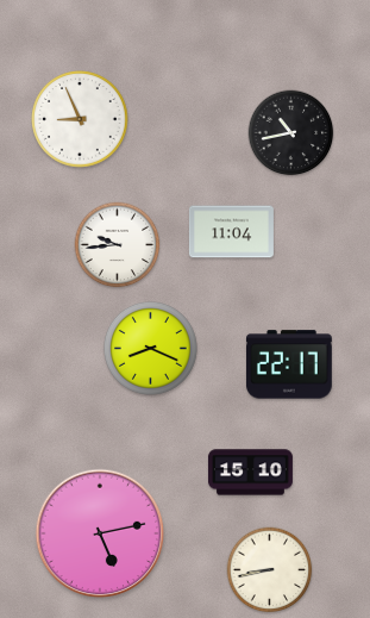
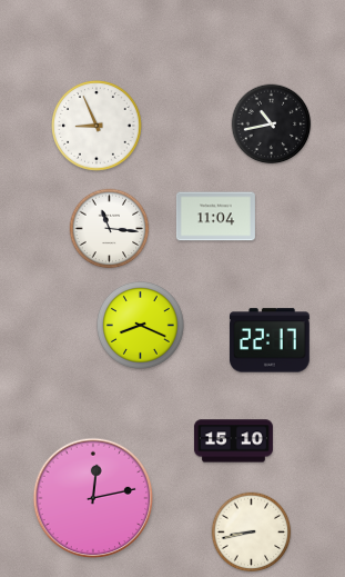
clock at (80, 119) position: (80, 119) -> (97, 126)
clock at (118, 245): 9:44 -> 11:16
clock at (100, 533): 5:13 -> 12:13
